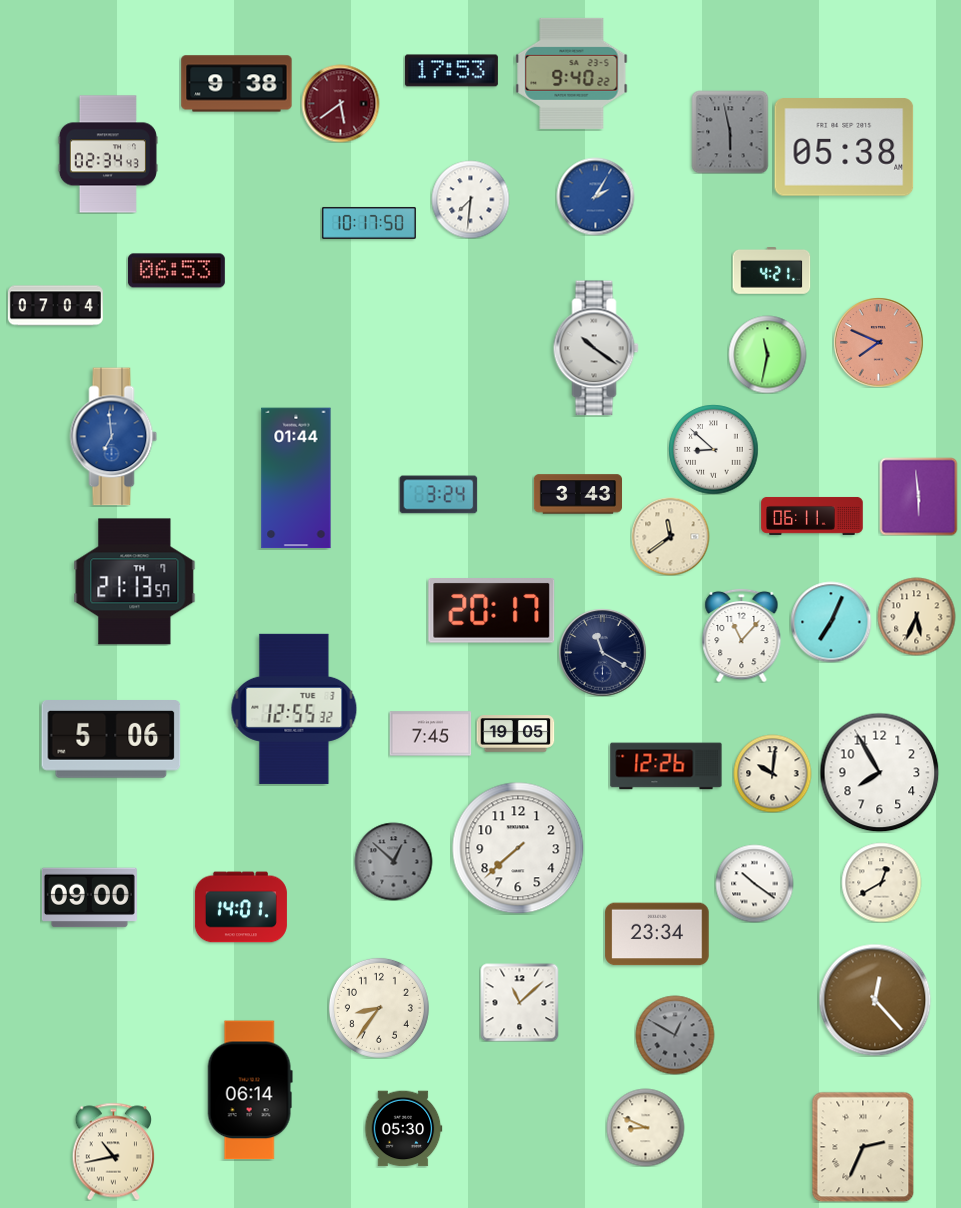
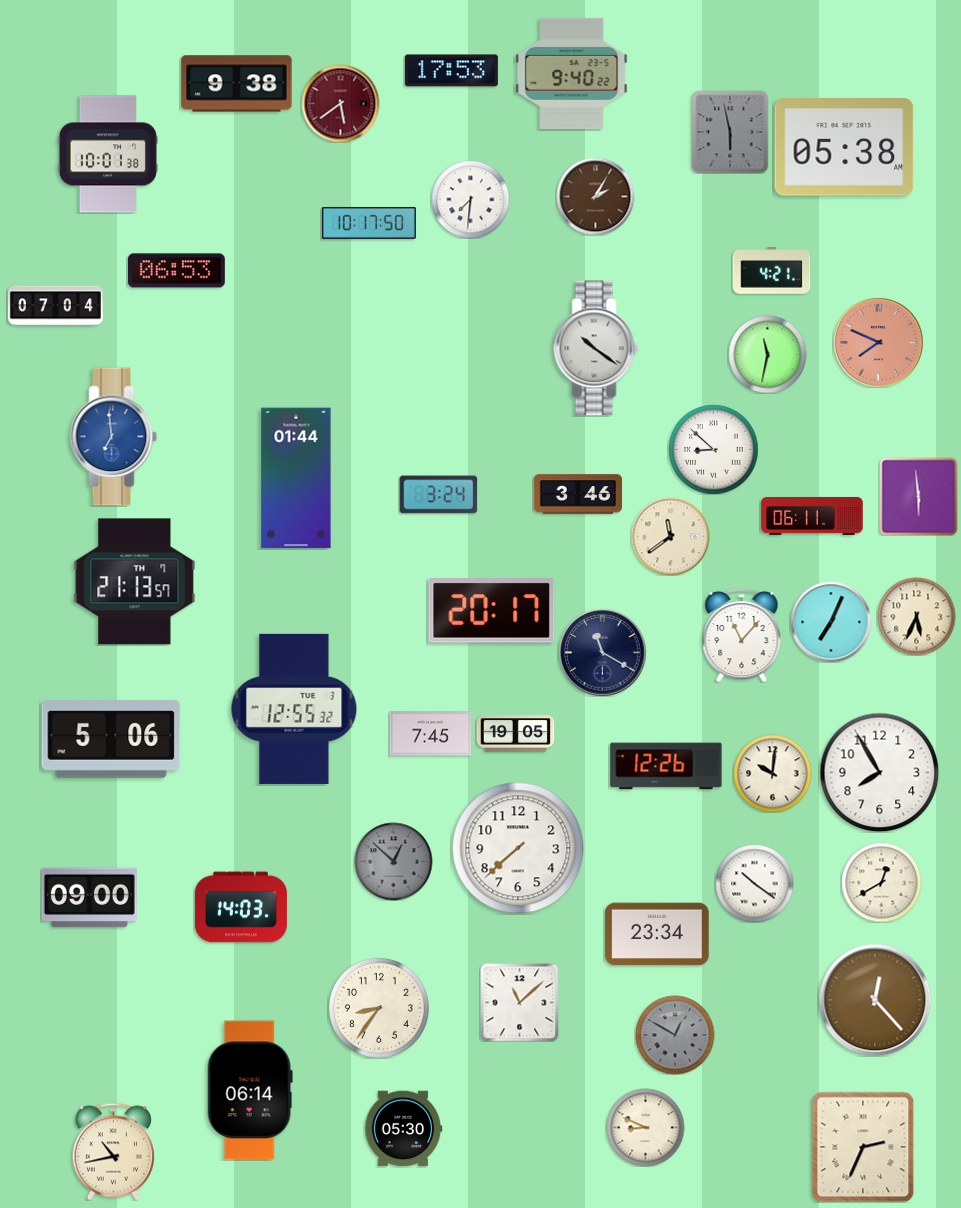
clock at (108, 154): 02:34 -> 10:01
clock at (595, 196) dial: blue -> brown
clock at (577, 494): 3:43 -> 3:46
clock at (241, 907): 14:01 -> 14:03
